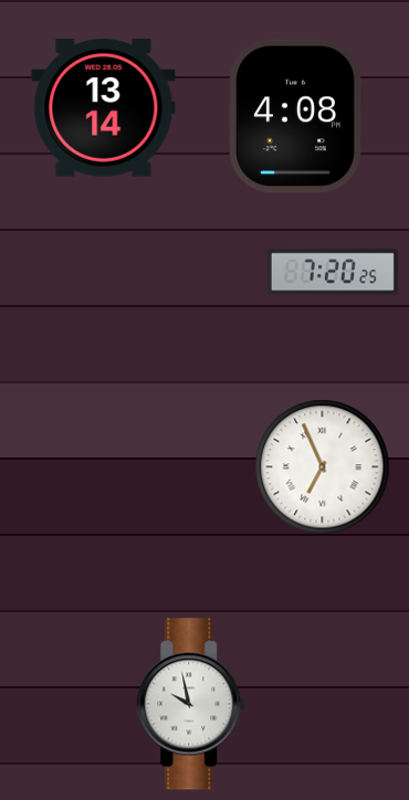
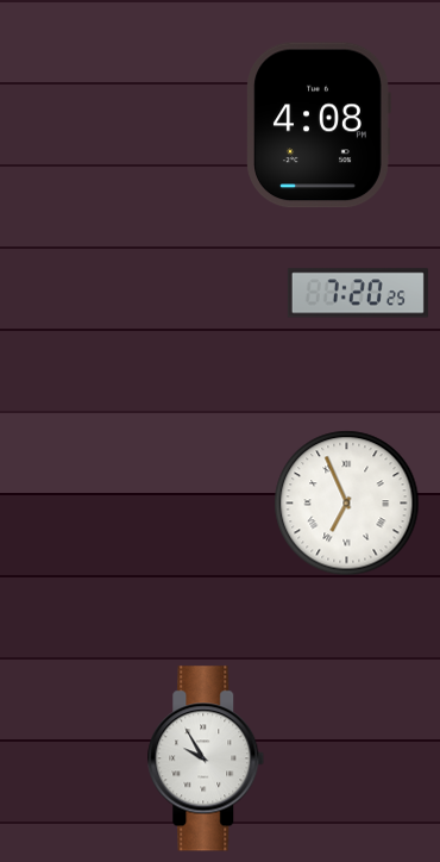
clock at (104, 108): 13:14 -> none
clock at (191, 704): 9:58 -> 9:55
